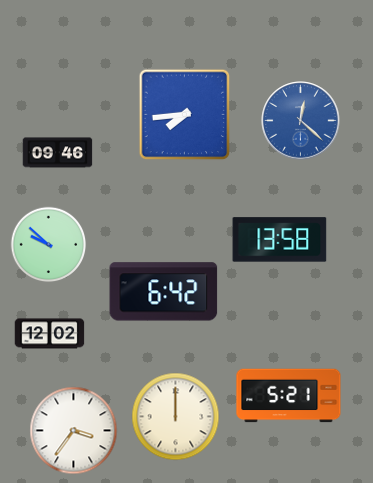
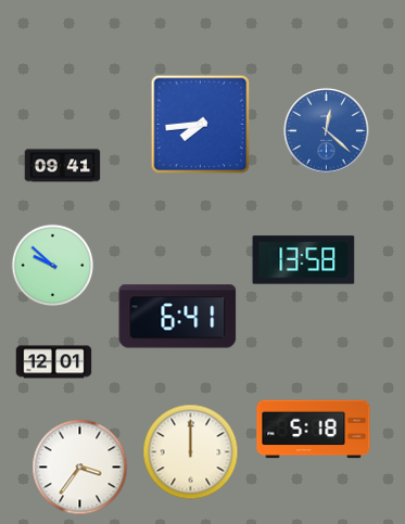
clock at (58, 153): 09:46 -> 09:41
clock at (164, 292): 6:42 -> 6:41
clock at (50, 334): 12:02 -> 12:01
clock at (289, 396): 5:21 -> 5:18
